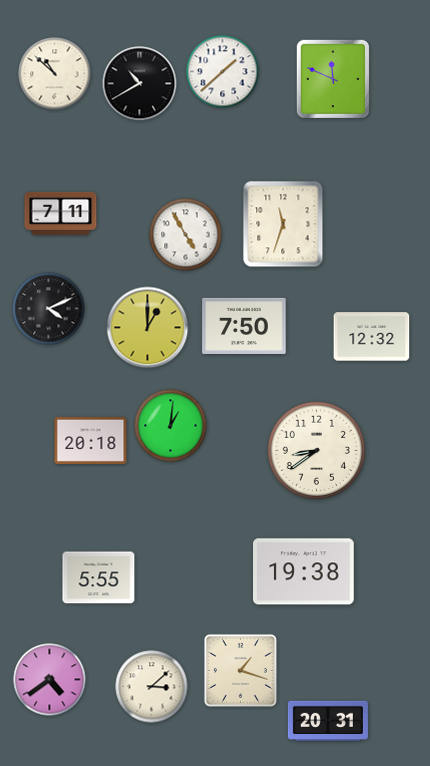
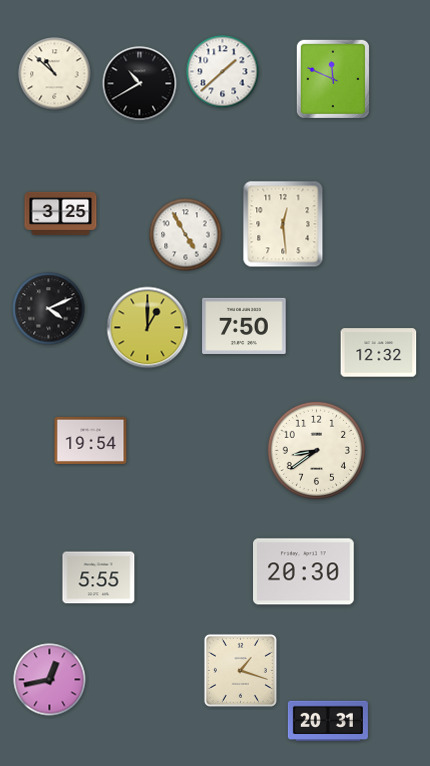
clock at (61, 213): 7:11 -> 3:25
clock at (283, 224): 11:33 -> 12:29
clock at (372, 337) position: (372, 337) -> (379, 353)
clock at (171, 426): 1:01 -> none
clock at (91, 440): 20:18 -> 19:54
clock at (304, 572): 19:38 -> 20:30
clock at (50, 680): 4:39 -> 12:43
clock at (152, 687): 3:08 -> none
